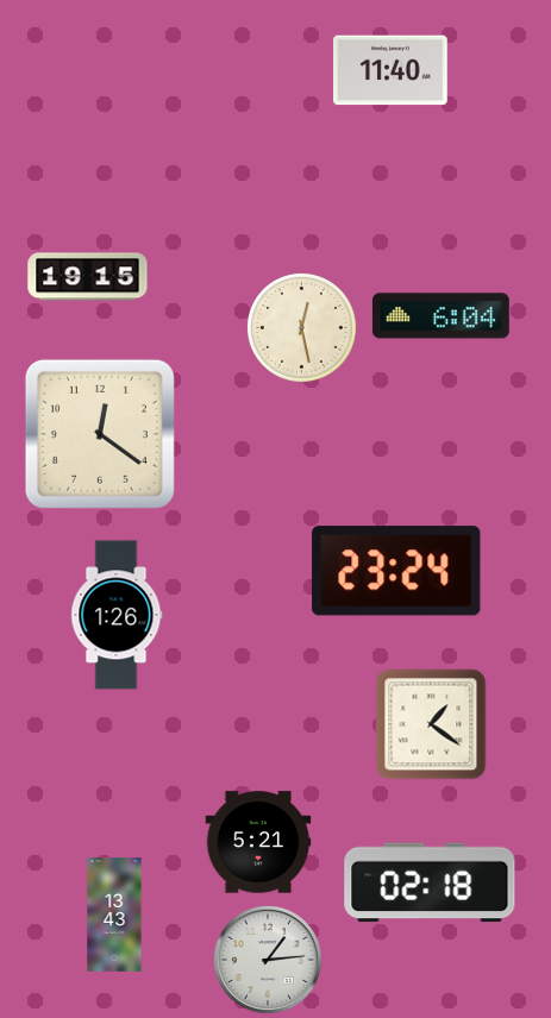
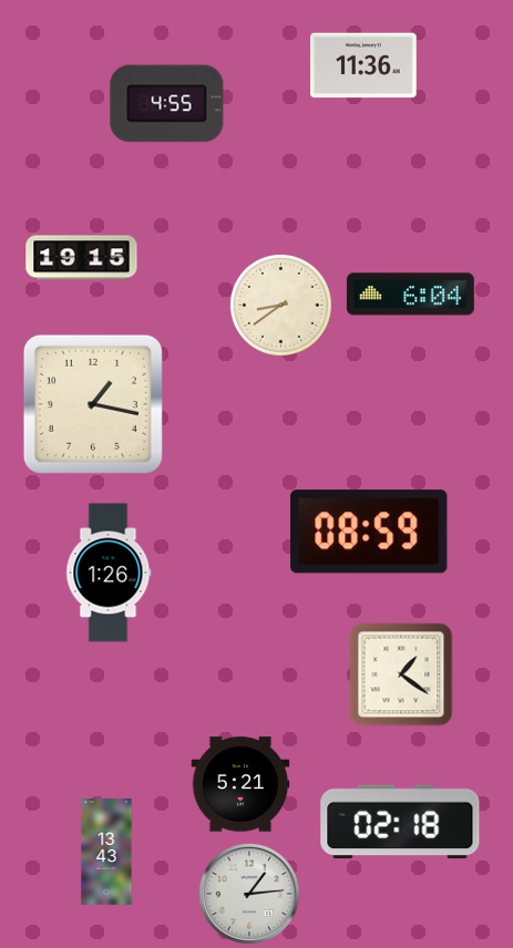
clock at (392, 70): 11:40 -> 11:36
clock at (167, 104): none -> 4:55
clock at (301, 327): 12:28 -> 8:39
clock at (100, 434): 12:21 -> 1:17
clock at (396, 571): 23:24 -> 08:59
